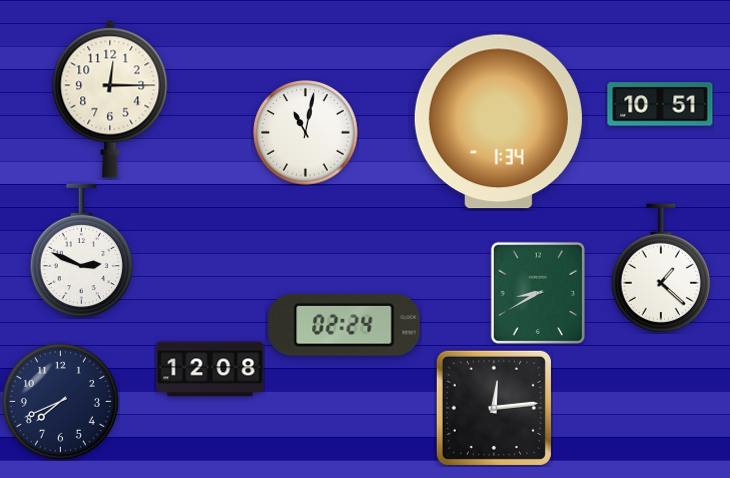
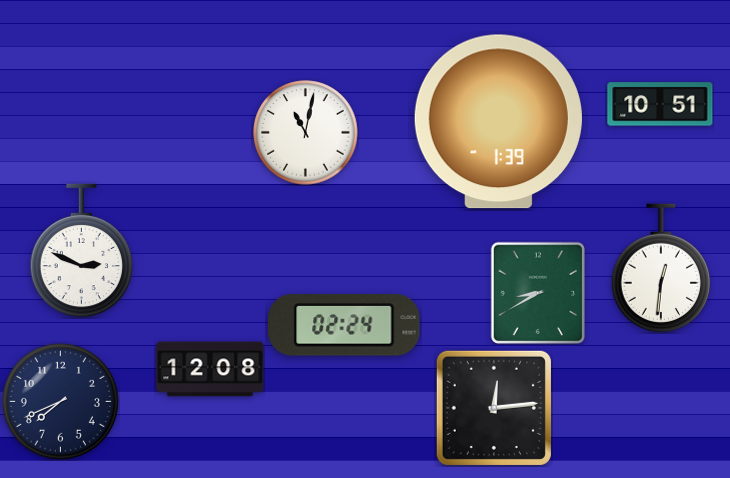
clock at (110, 99): 12:15 -> none
clock at (498, 122): 1:34 -> 1:39
clock at (661, 268): 1:22 -> 12:31
